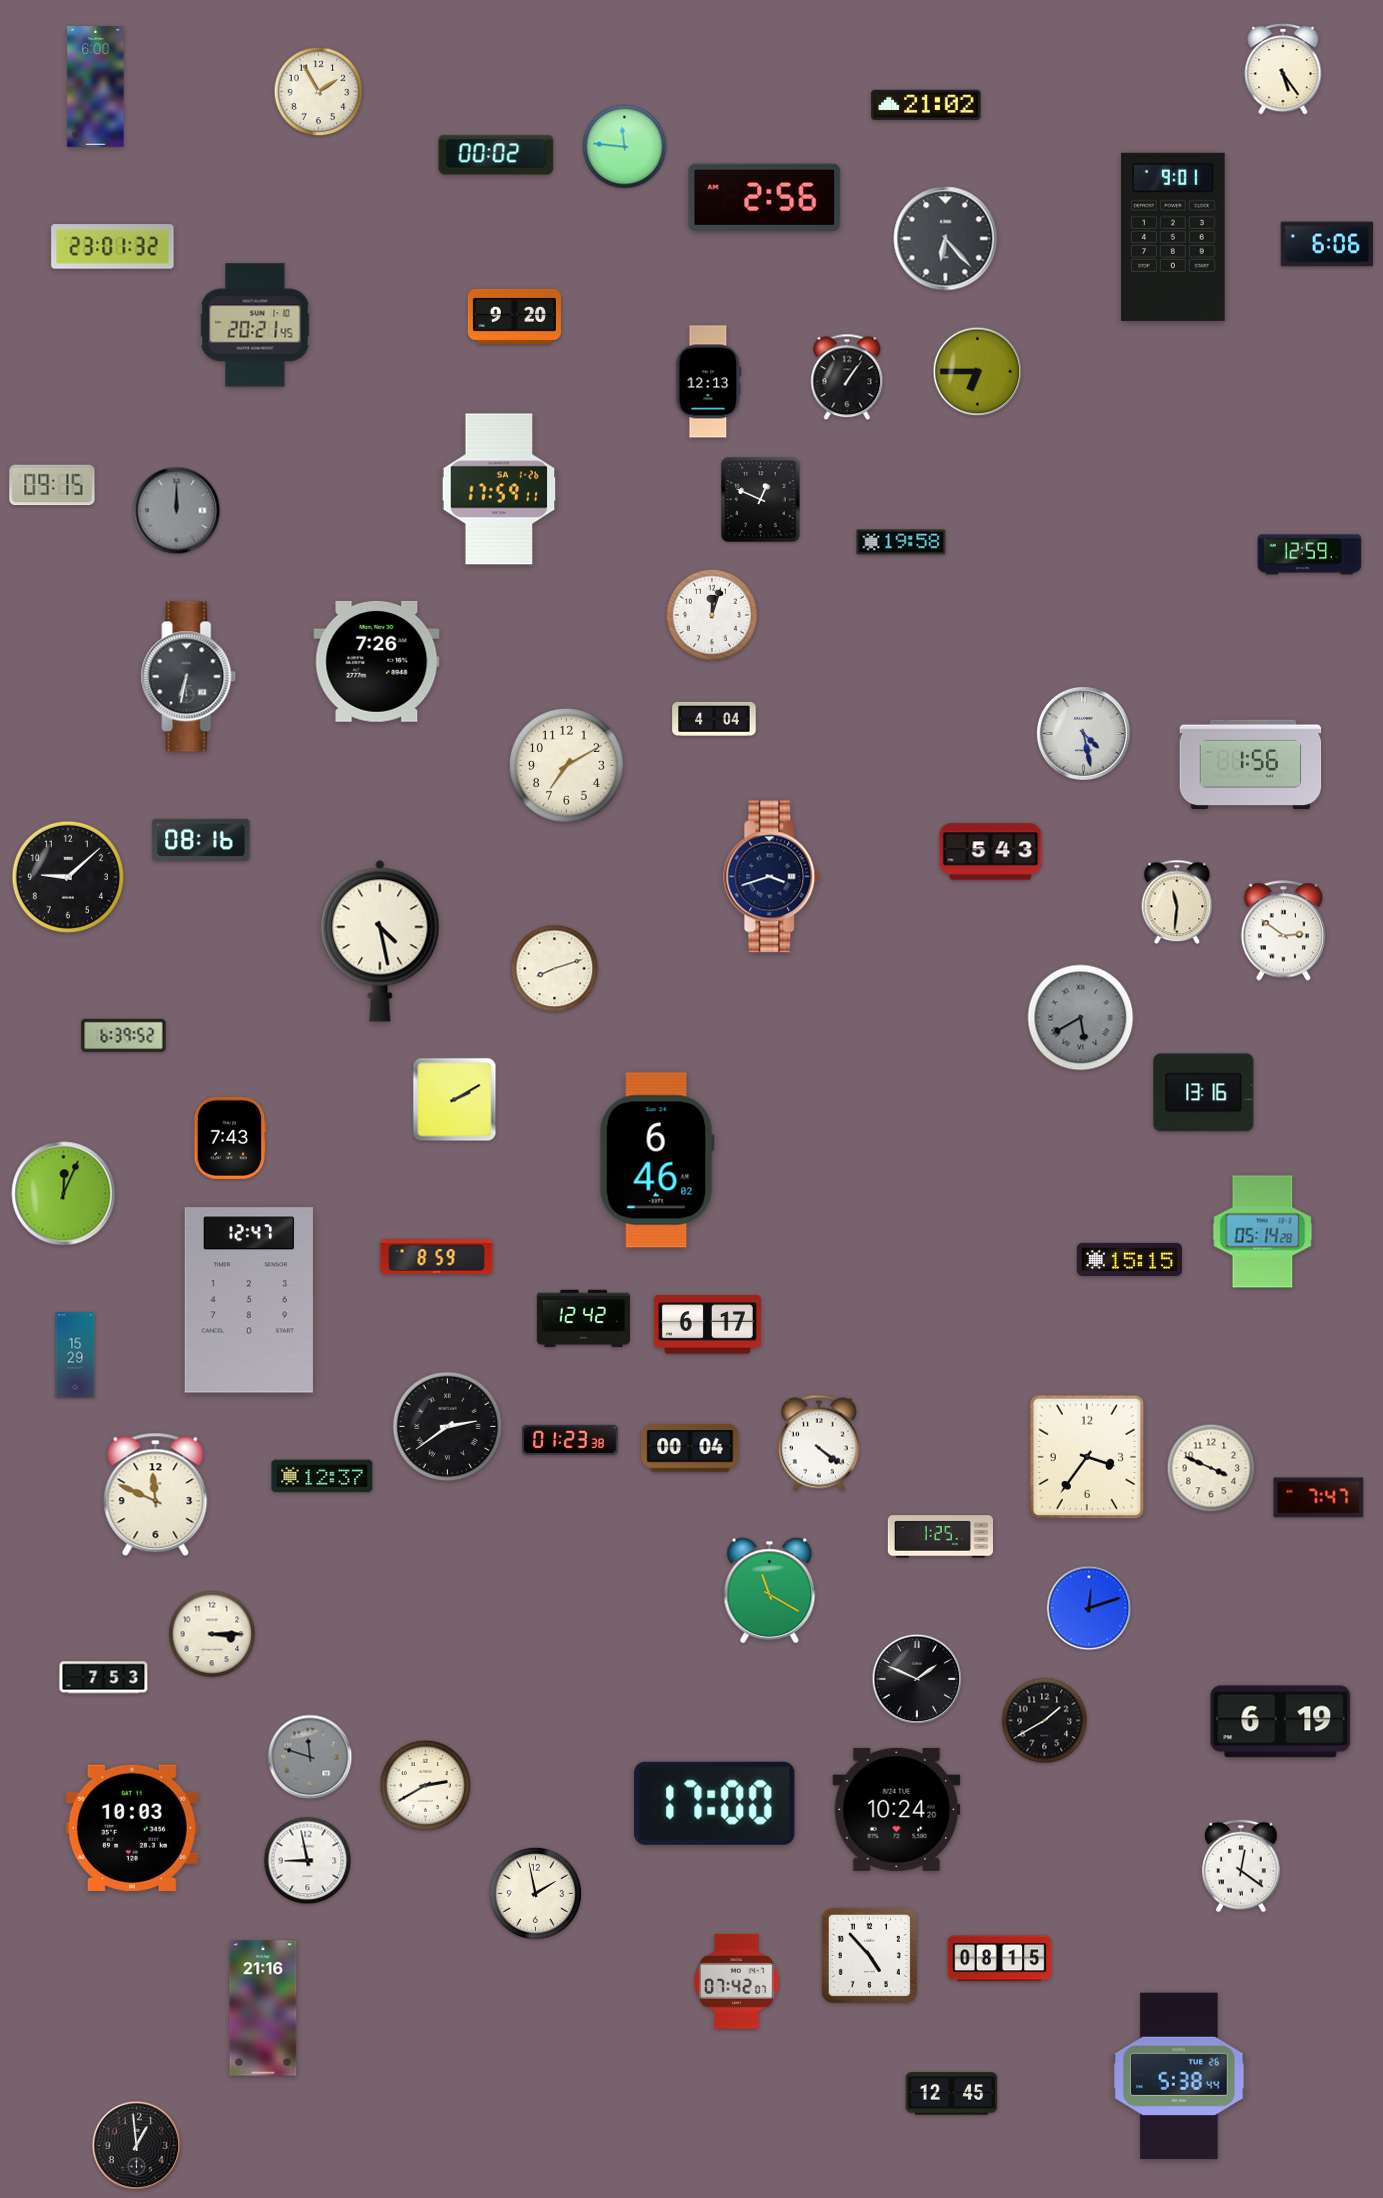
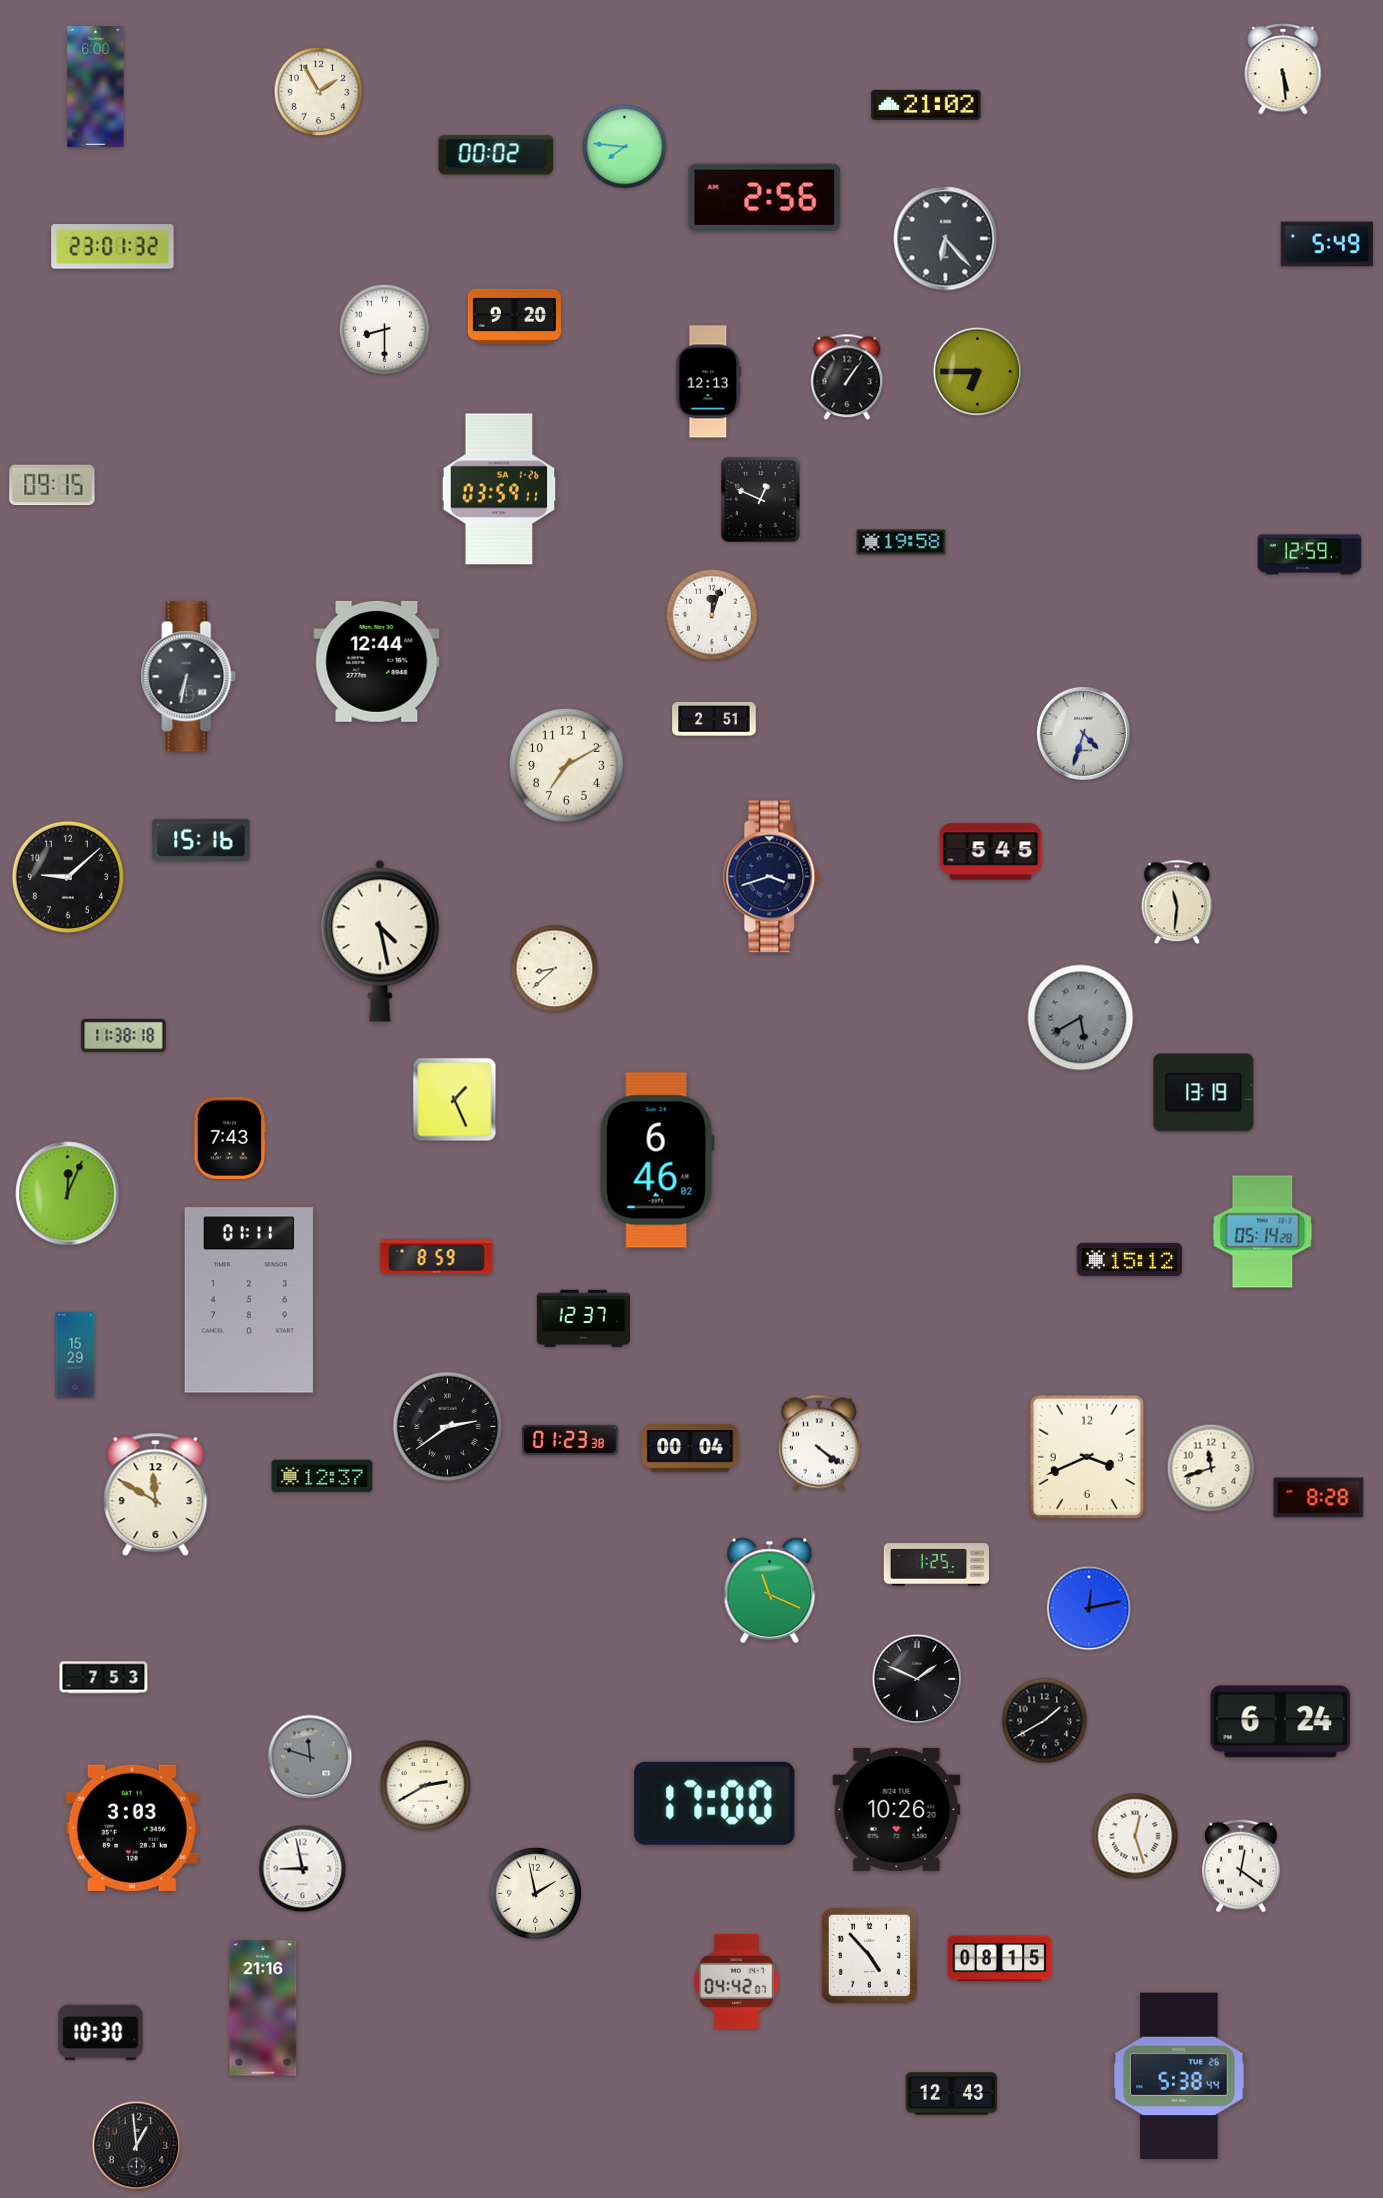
clock at (1283, 69): 5:24 -> 5:29
clock at (625, 147): 11:46 -> 7:46
clock at (1173, 237): 9:01 -> none
clock at (1327, 244): 6:06 -> 5:49
clock at (255, 325): 20:21 -> none
clock at (385, 330): none -> 8:30
clock at (499, 489): 17:59 -> 03:59
clock at (177, 511): 12:00 -> none
clock at (377, 661): 7:26 -> 12:44
clock at (714, 719): 4:04 -> 2:51
clock at (1083, 733): 4:28 -> 4:33
clock at (1251, 765): 1:56 -> none
clock at (201, 840): 08:16 -> 15:16
clock at (991, 852): 5:43 -> 5:45
clock at (1283, 931): 2:51 -> none
clock at (555, 969): 8:12 -> 8:38
clock at (124, 1035): 6:39 -> 11:38
clock at (1204, 1093): 13:16 -> 13:19
clock at (455, 1100): 2:10 -> 1:26
clock at (64, 1194) position: (64, 1194) -> (68, 1194)
clock at (1129, 1259): 15:15 -> 15:12
clock at (249, 1300): 12:47 -> 01:11
clock at (583, 1319): 12:42 -> 12:37
clock at (707, 1325): 6:17 -> none
clock at (1087, 1457): 3:36 -> 3:41
clock at (1211, 1468): 3:49 -> 11:42
clock at (156, 1495): 11:49 -> 11:50
clock at (1319, 1498): 7:47 -> 8:28
clock at (940, 1537) position: (940, 1537) -> (936, 1565)
clock at (770, 1591): 11:20 -> 11:19
clock at (1089, 1608): 12:12 -> 12:13
clock at (212, 1634): 3:15 -> none
clock at (1281, 1722): 6:19 -> 6:24
clock at (897, 1809): 10:24 -> 10:26
clock at (132, 1828): 10:03 -> 3:03
clock at (1135, 1836): none -> 12:27
clock at (308, 1861) position: (308, 1861) -> (303, 1869)
clock at (737, 1981): 07:42 -> 04:42
clock at (101, 2033): none -> 10:30
clock at (952, 2094): 12:45 -> 12:43
